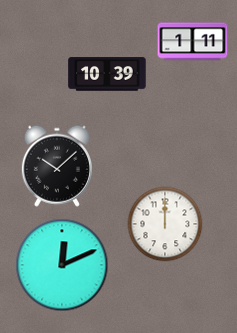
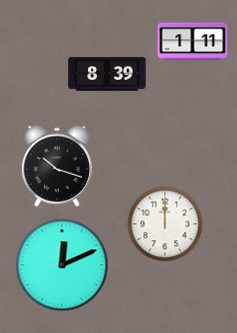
clock at (107, 74): 10:39 -> 8:39
clock at (57, 166): 10:08 -> 10:18
